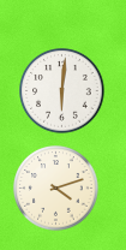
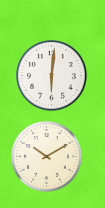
clock at (56, 189): 4:12 -> 10:10
